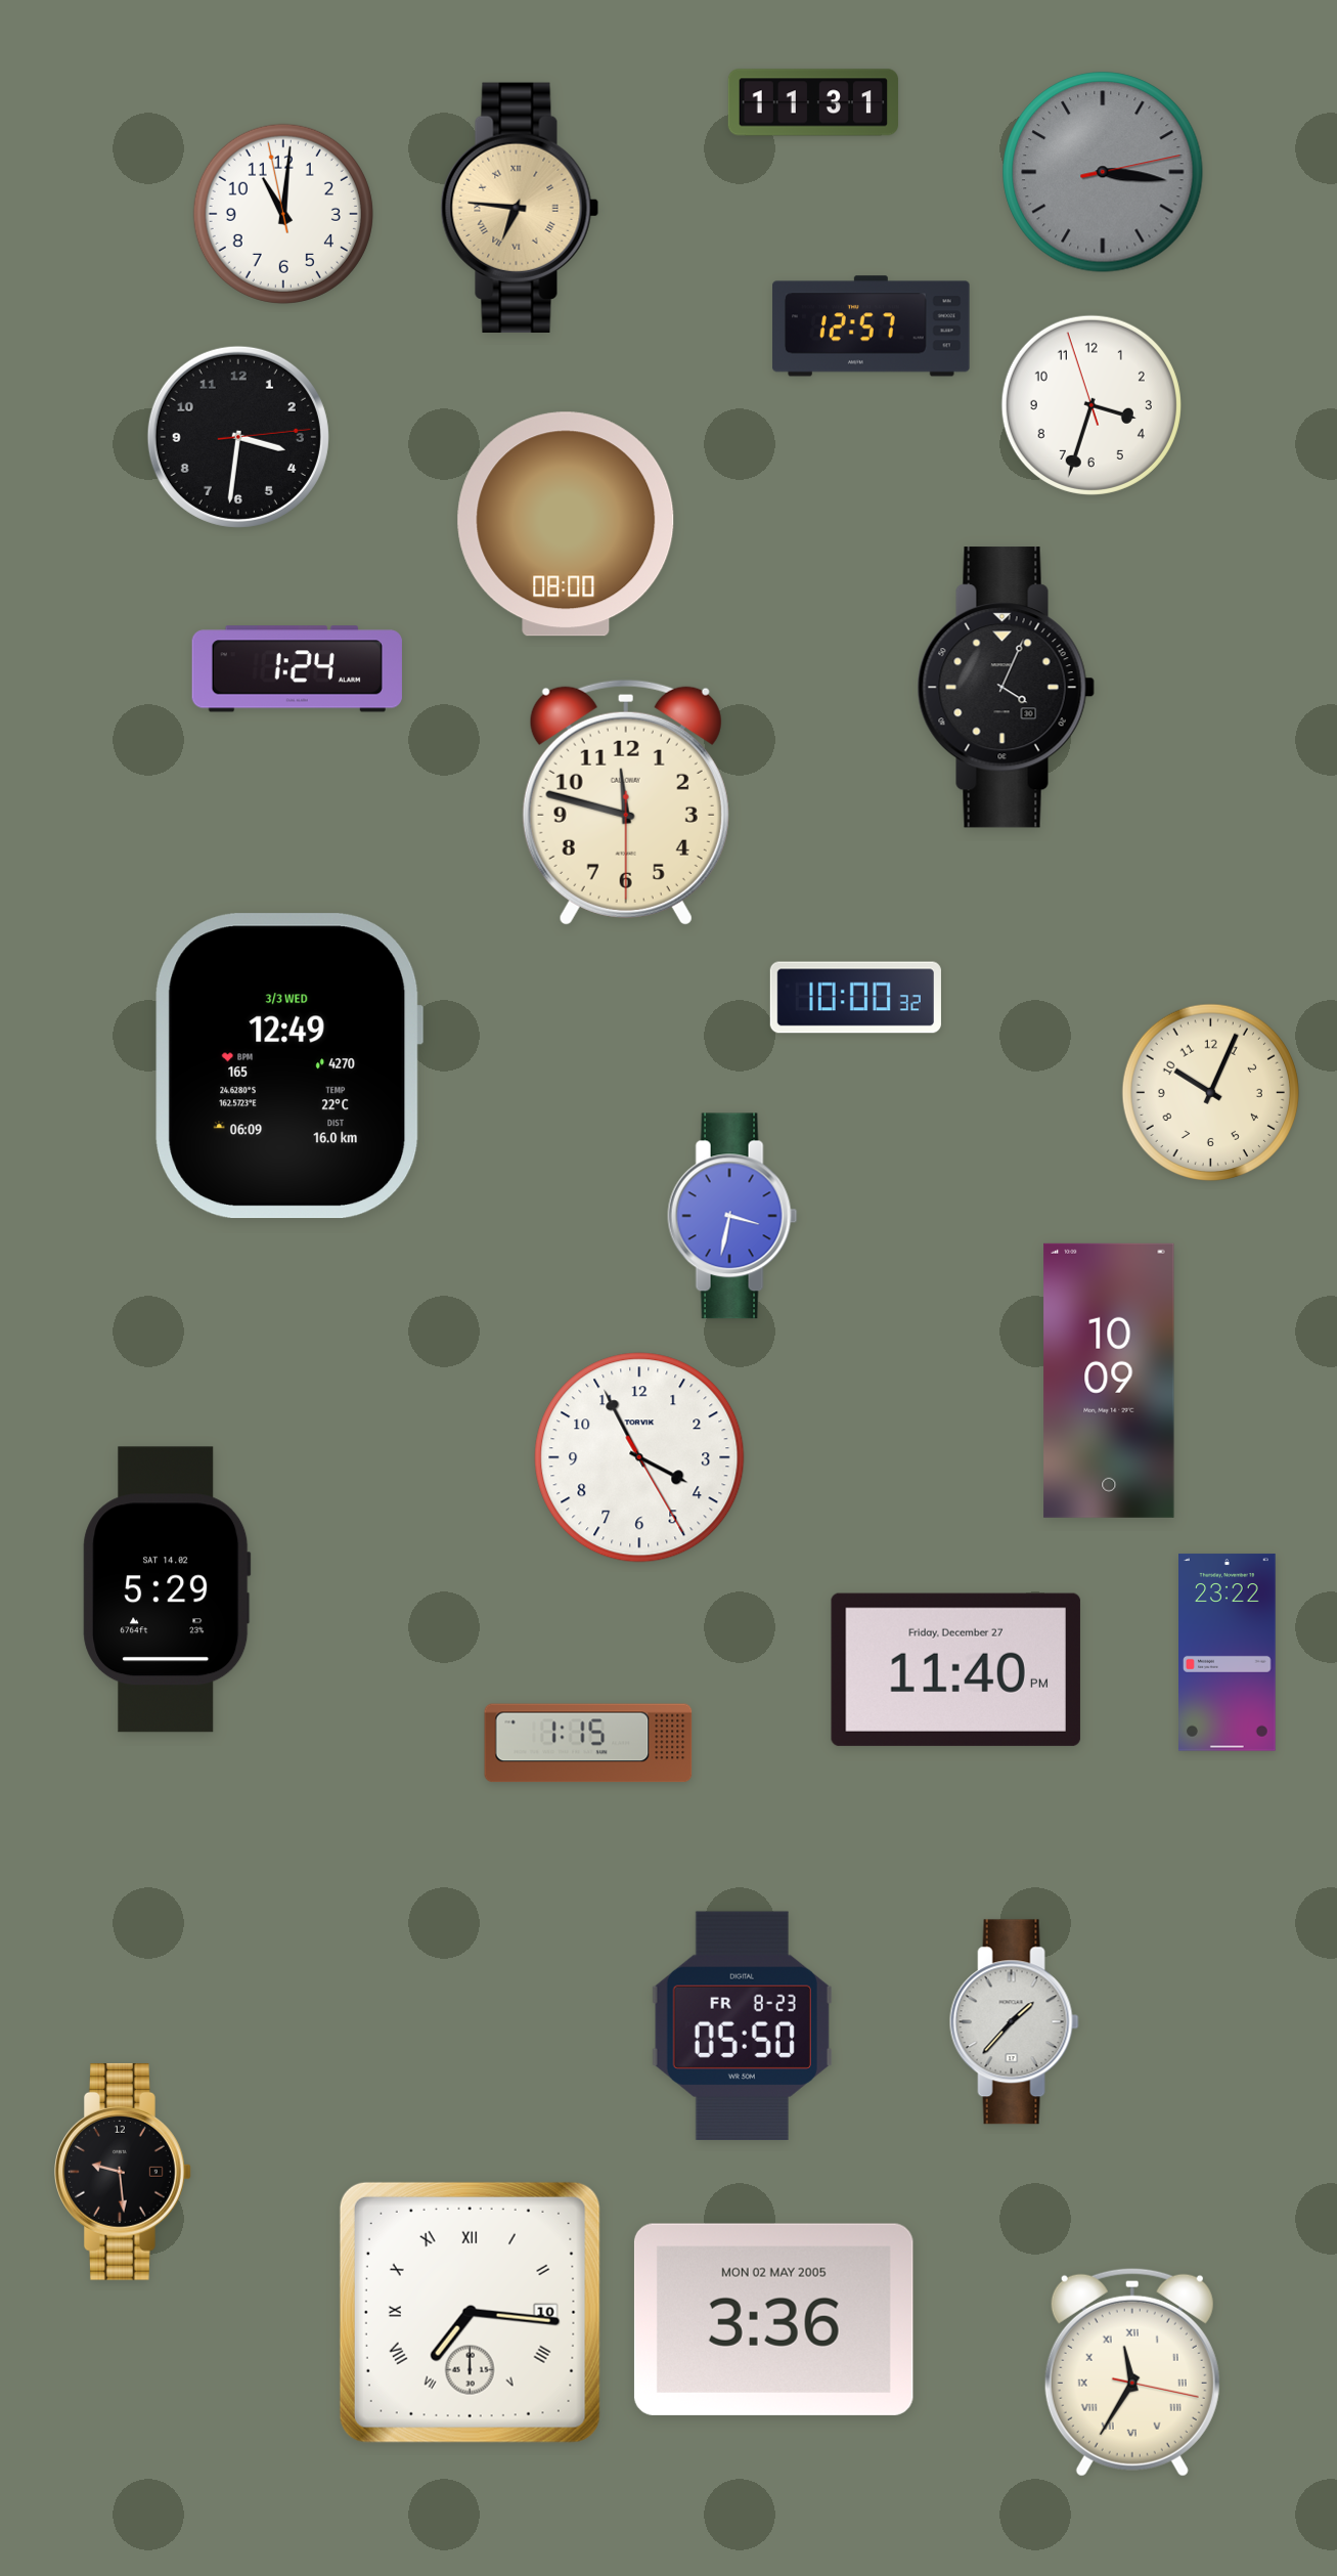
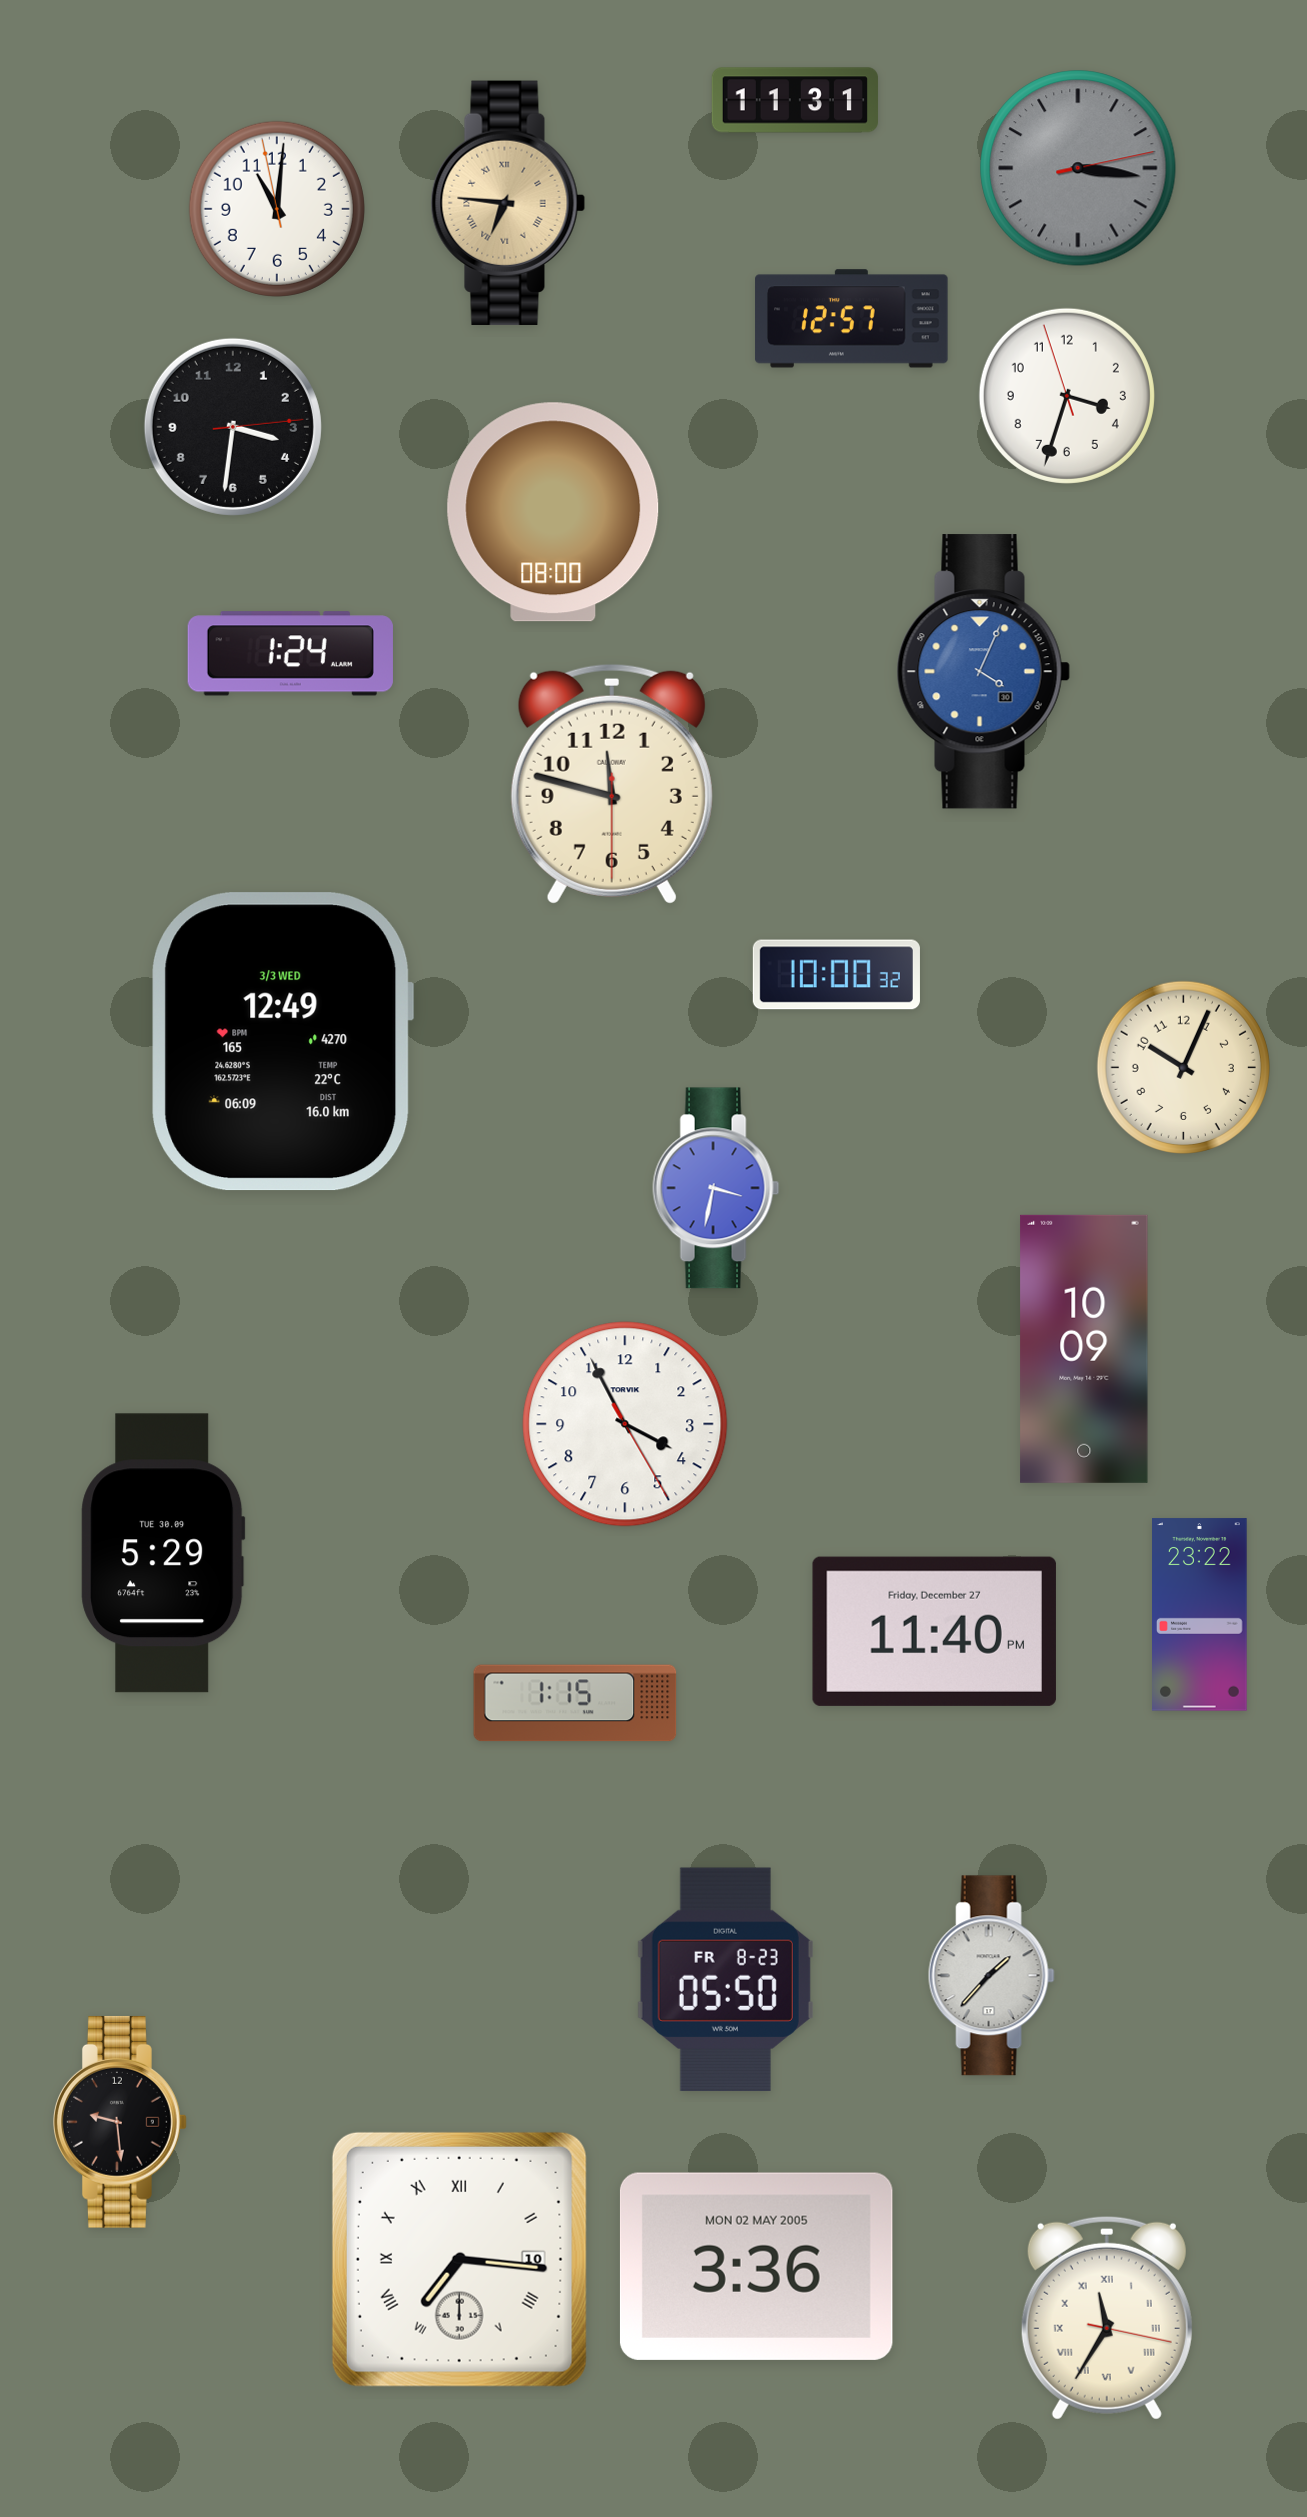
clock at (1006, 688) dial: black -> blue
clock at (167, 1589) date: SAT 14.02 -> TUE 30.09
